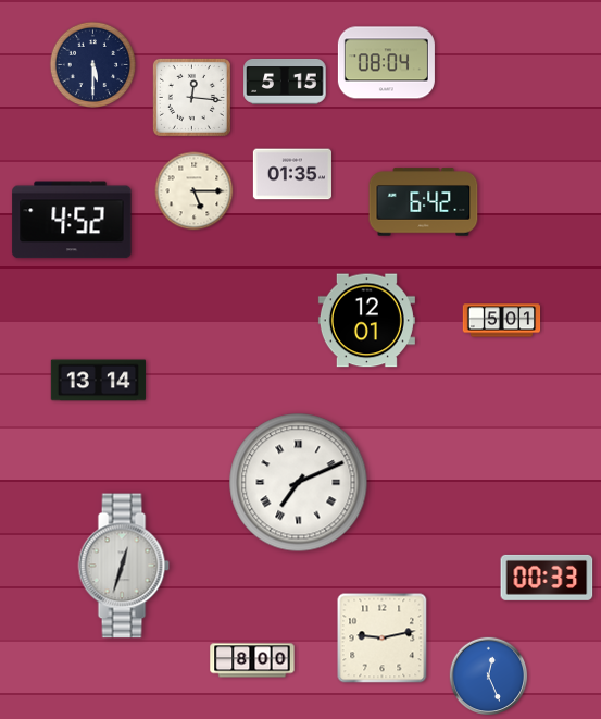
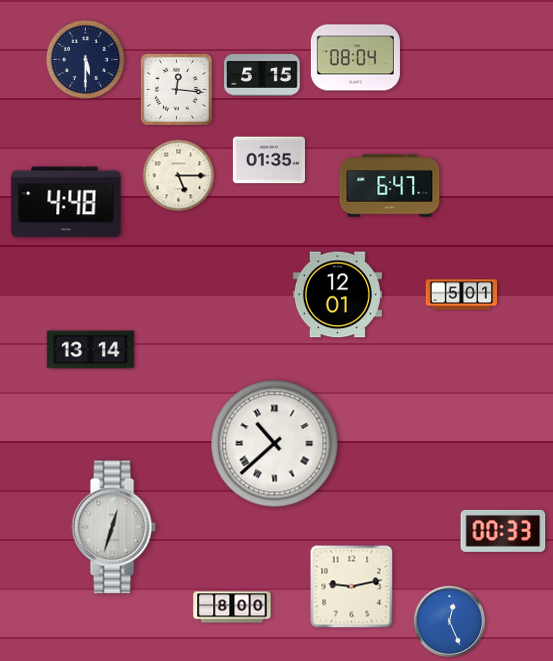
clock at (424, 202): 6:42 -> 6:47
clock at (72, 220): 4:52 -> 4:48
clock at (299, 483): 7:11 -> 10:38
clock at (124, 566) position: (124, 566) -> (114, 527)
